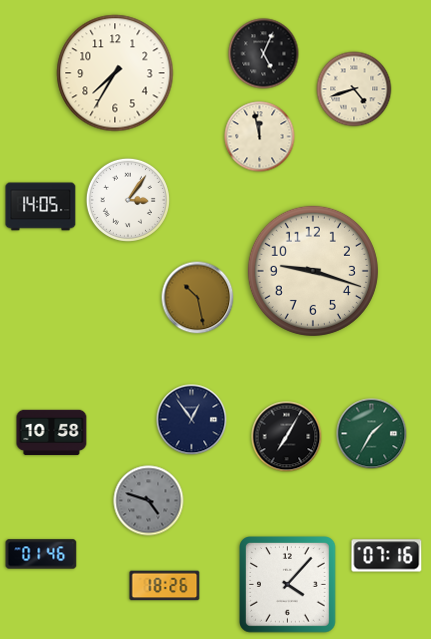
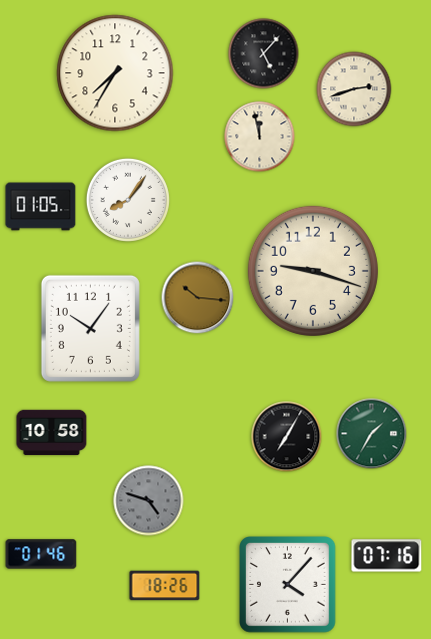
clock at (264, 54): 5:04 -> 5:07
clock at (354, 89): 4:42 -> 2:42
clock at (128, 200): 3:06 -> 8:06
clock at (41, 207): 14:05 -> 01:05
clock at (198, 298): 10:28 -> 10:16
clock at (90, 328): none -> 10:06
clock at (192, 420): 12:54 -> none
